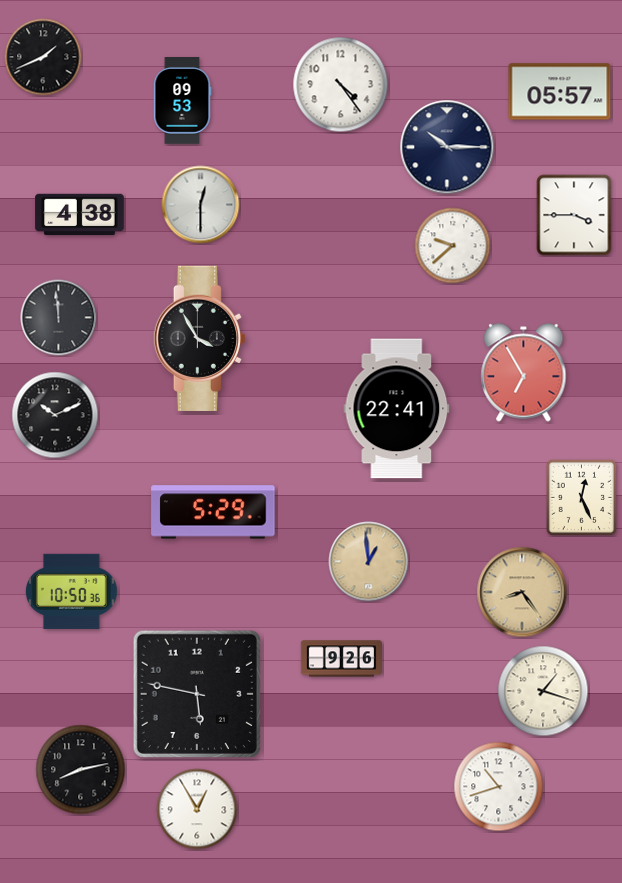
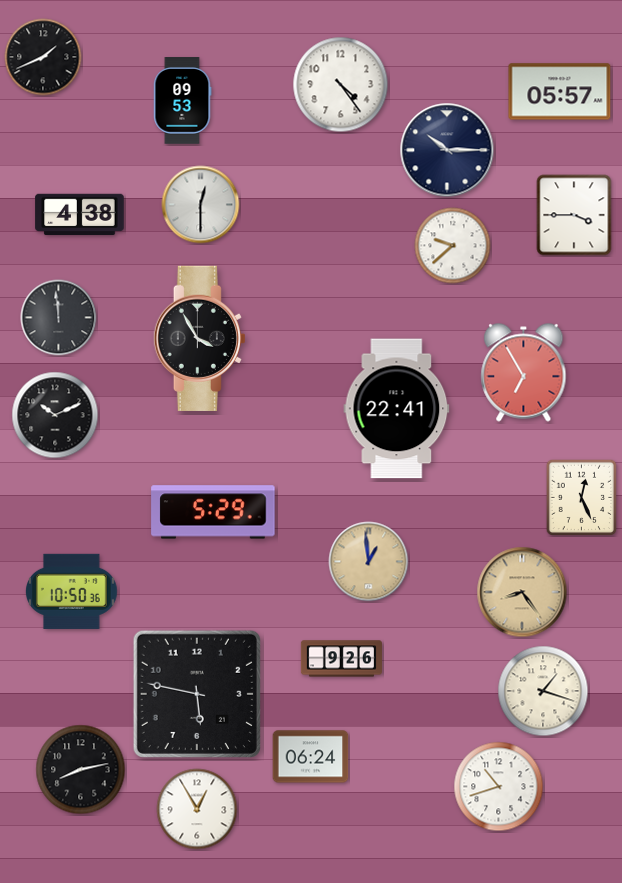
clock at (447, 147) position: (447, 147) -> (447, 150)
clock at (311, 757): none -> 06:24
